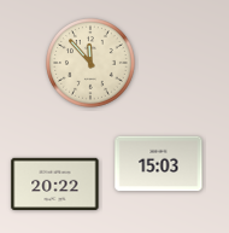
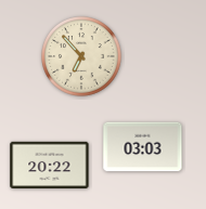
clock at (92, 64): 11:53 -> 6:53
clock at (159, 164): 15:03 -> 03:03
